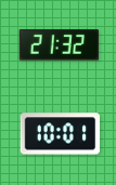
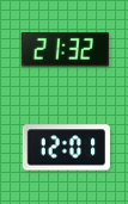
clock at (61, 134): 10:01 -> 12:01
